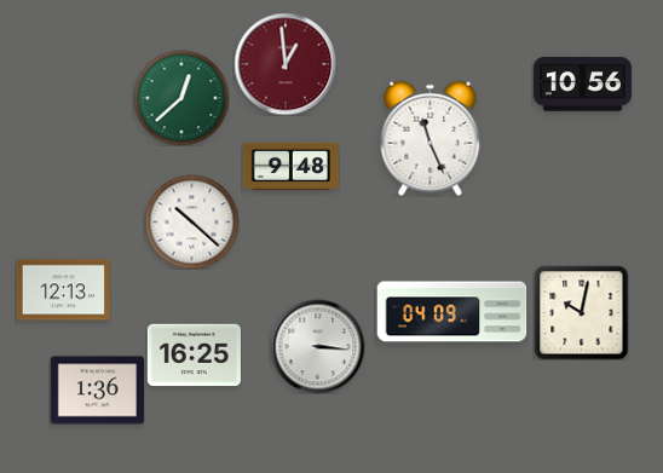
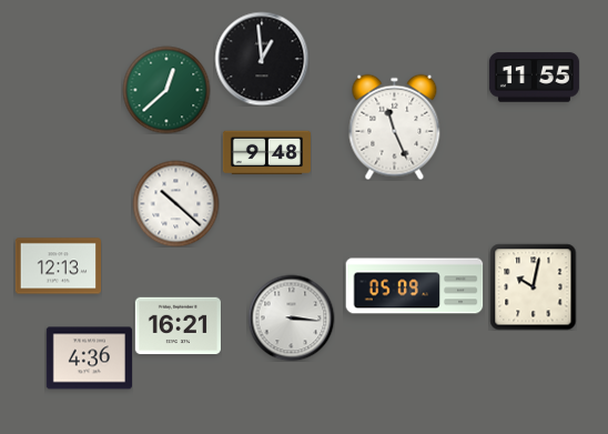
clock at (286, 64) dial: burgundy -> black
clock at (582, 85): 10:56 -> 11:55
clock at (452, 312): 04:09 -> 05:09
clock at (194, 356): 16:25 -> 16:21
clock at (97, 391): 1:36 -> 4:36
